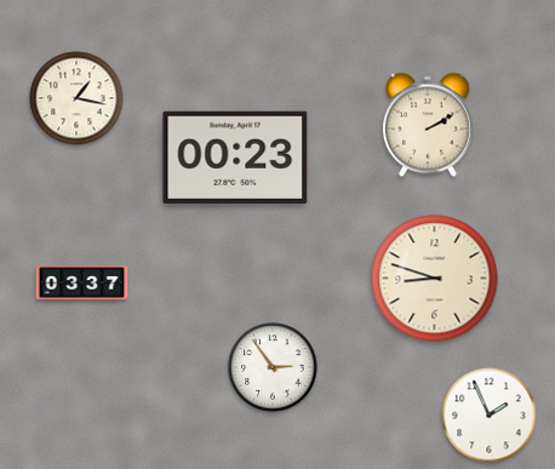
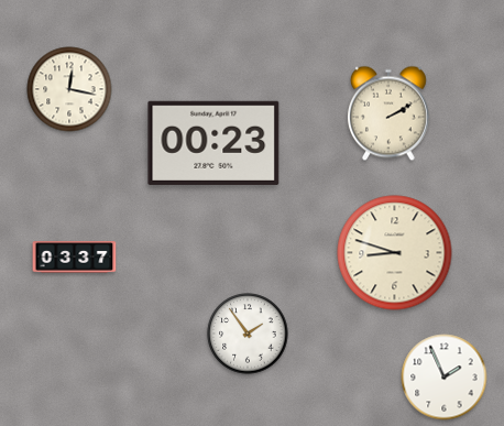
clock at (76, 98): 1:17 -> 12:17
clock at (273, 367): 2:54 -> 1:54
